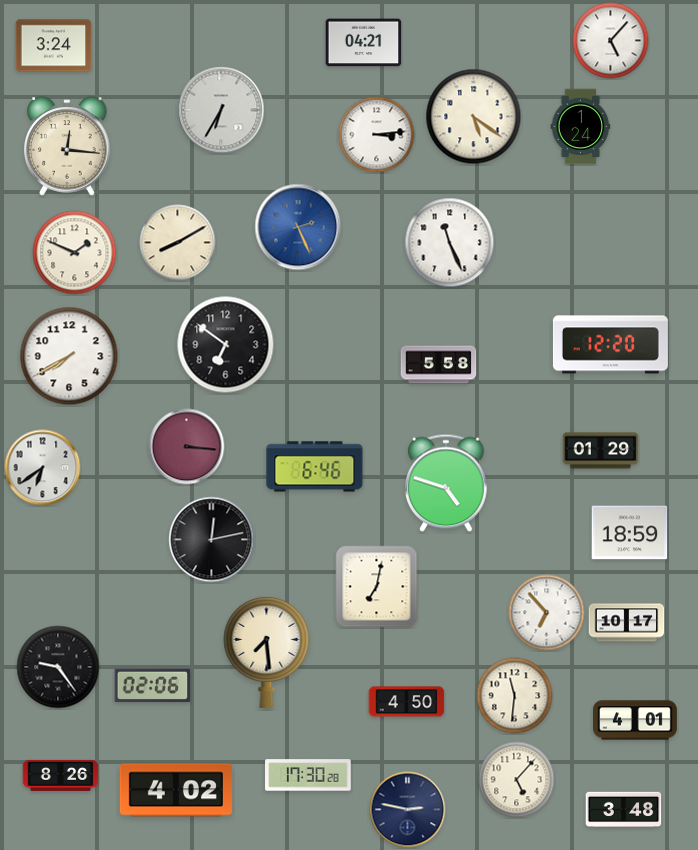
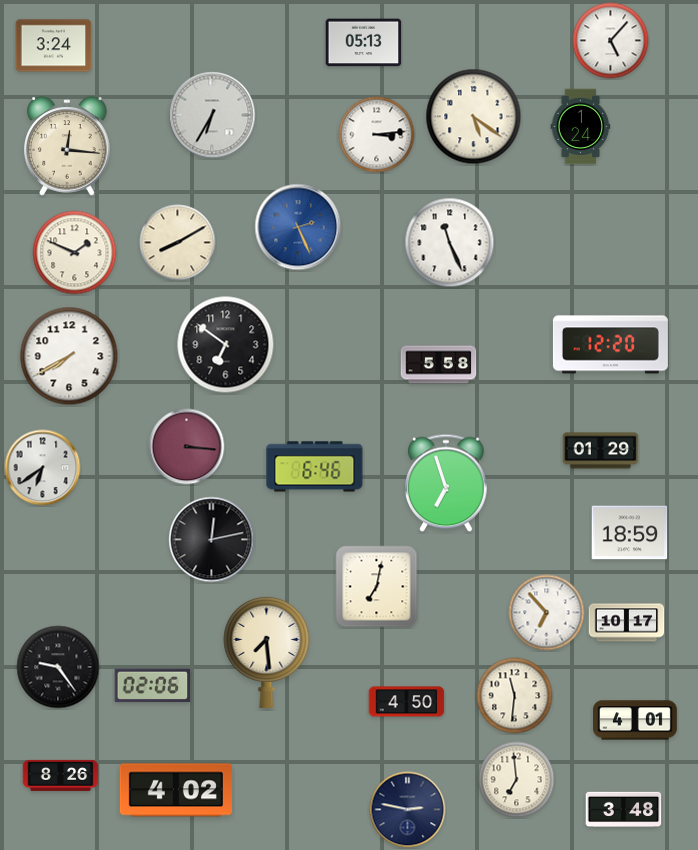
clock at (364, 43): 04:21 -> 05:13
clock at (221, 110) position: (221, 110) -> (212, 115)
clock at (447, 483): 4:48 -> 6:57
clock at (308, 775): 17:30 -> none
clock at (517, 780): 5:07 -> 6:59
